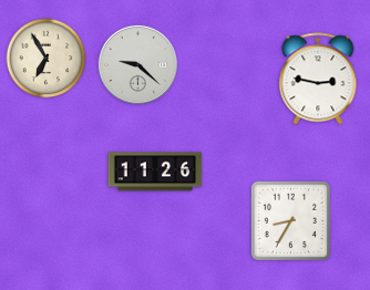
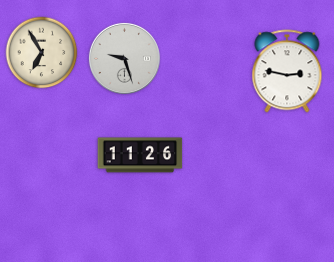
clock at (137, 64): 9:22 -> 9:27
clock at (290, 220): 8:35 -> none
